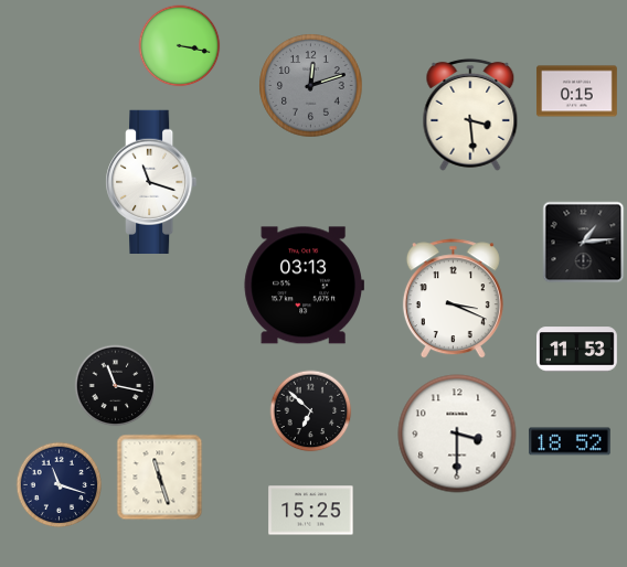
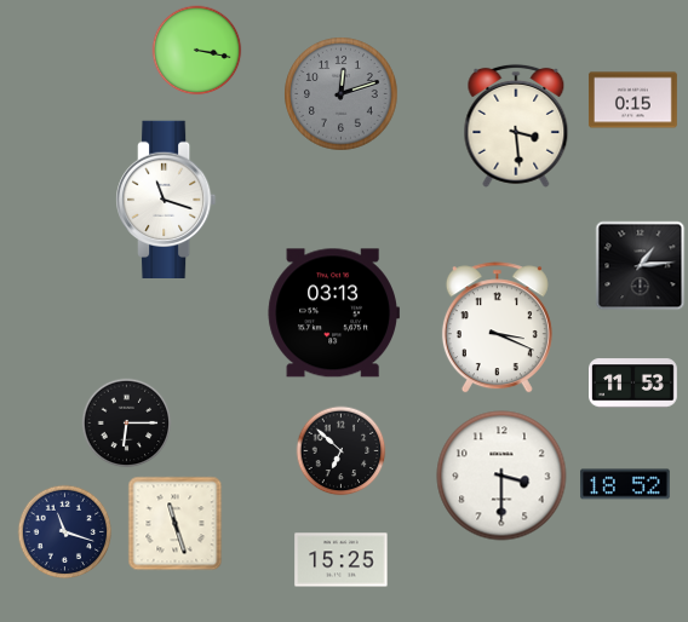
clock at (116, 386): 11:17 -> 6:15
